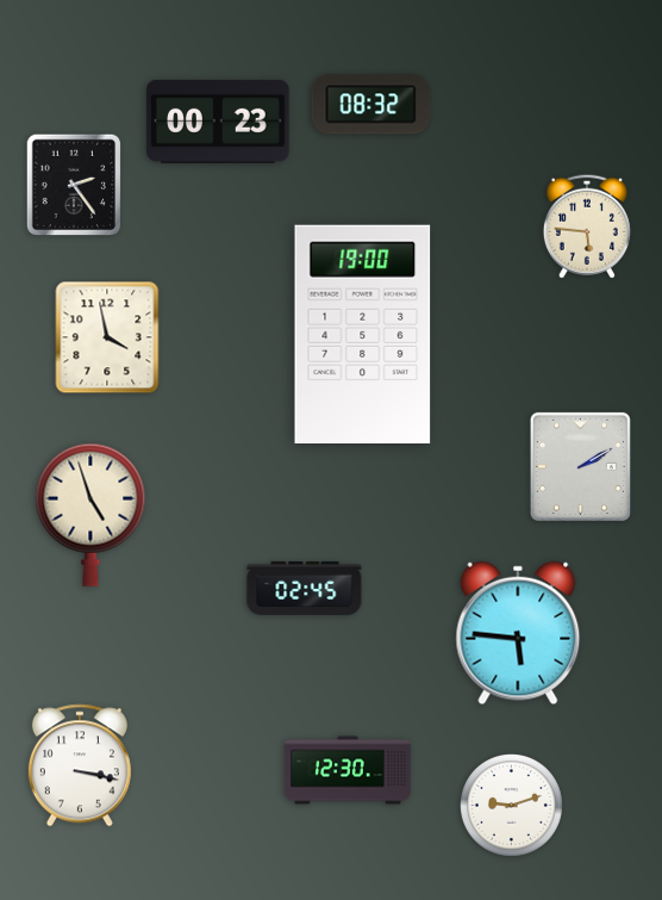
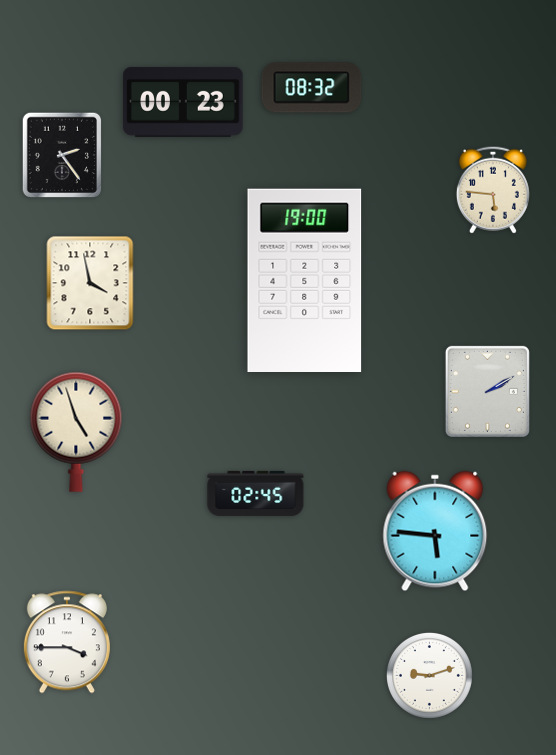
clock at (80, 765): 3:17 -> 3:45
clock at (348, 770): 12:30 -> none
